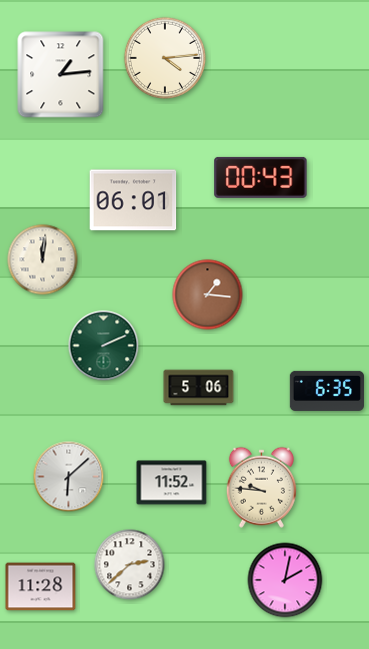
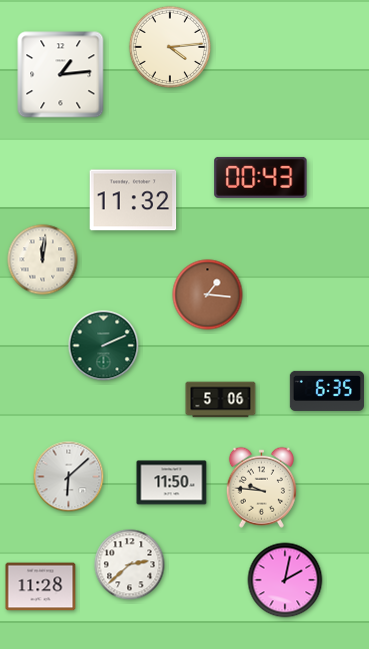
clock at (164, 57) position: (164, 57) -> (169, 46)
clock at (133, 200): 06:01 -> 11:32
clock at (199, 388) position: (199, 388) -> (221, 400)
clock at (172, 483): 11:52 -> 11:50
